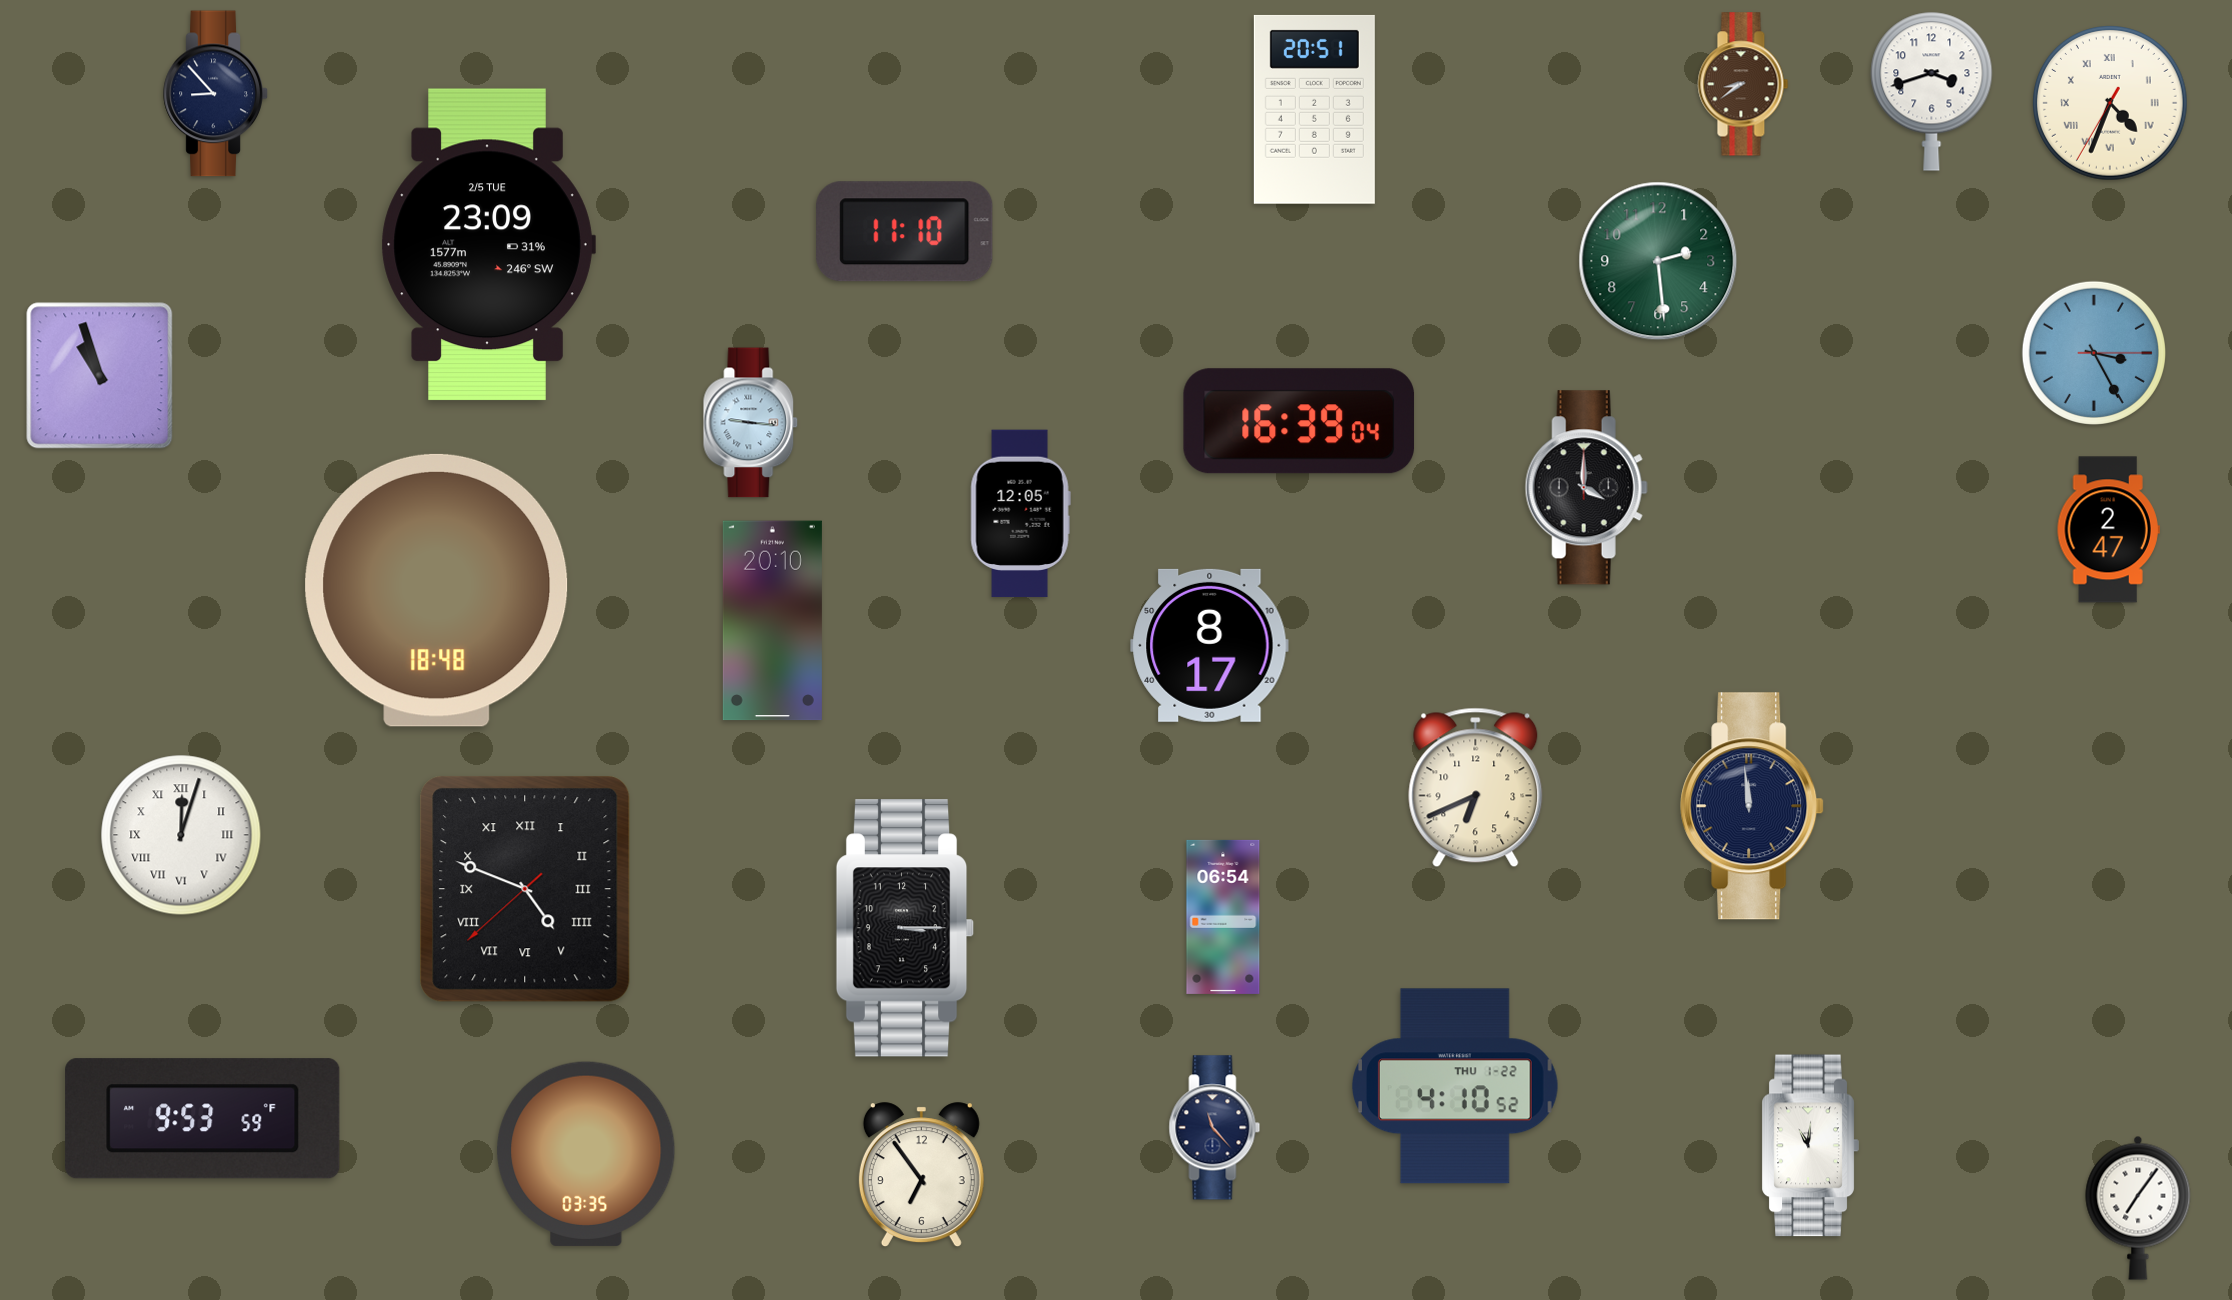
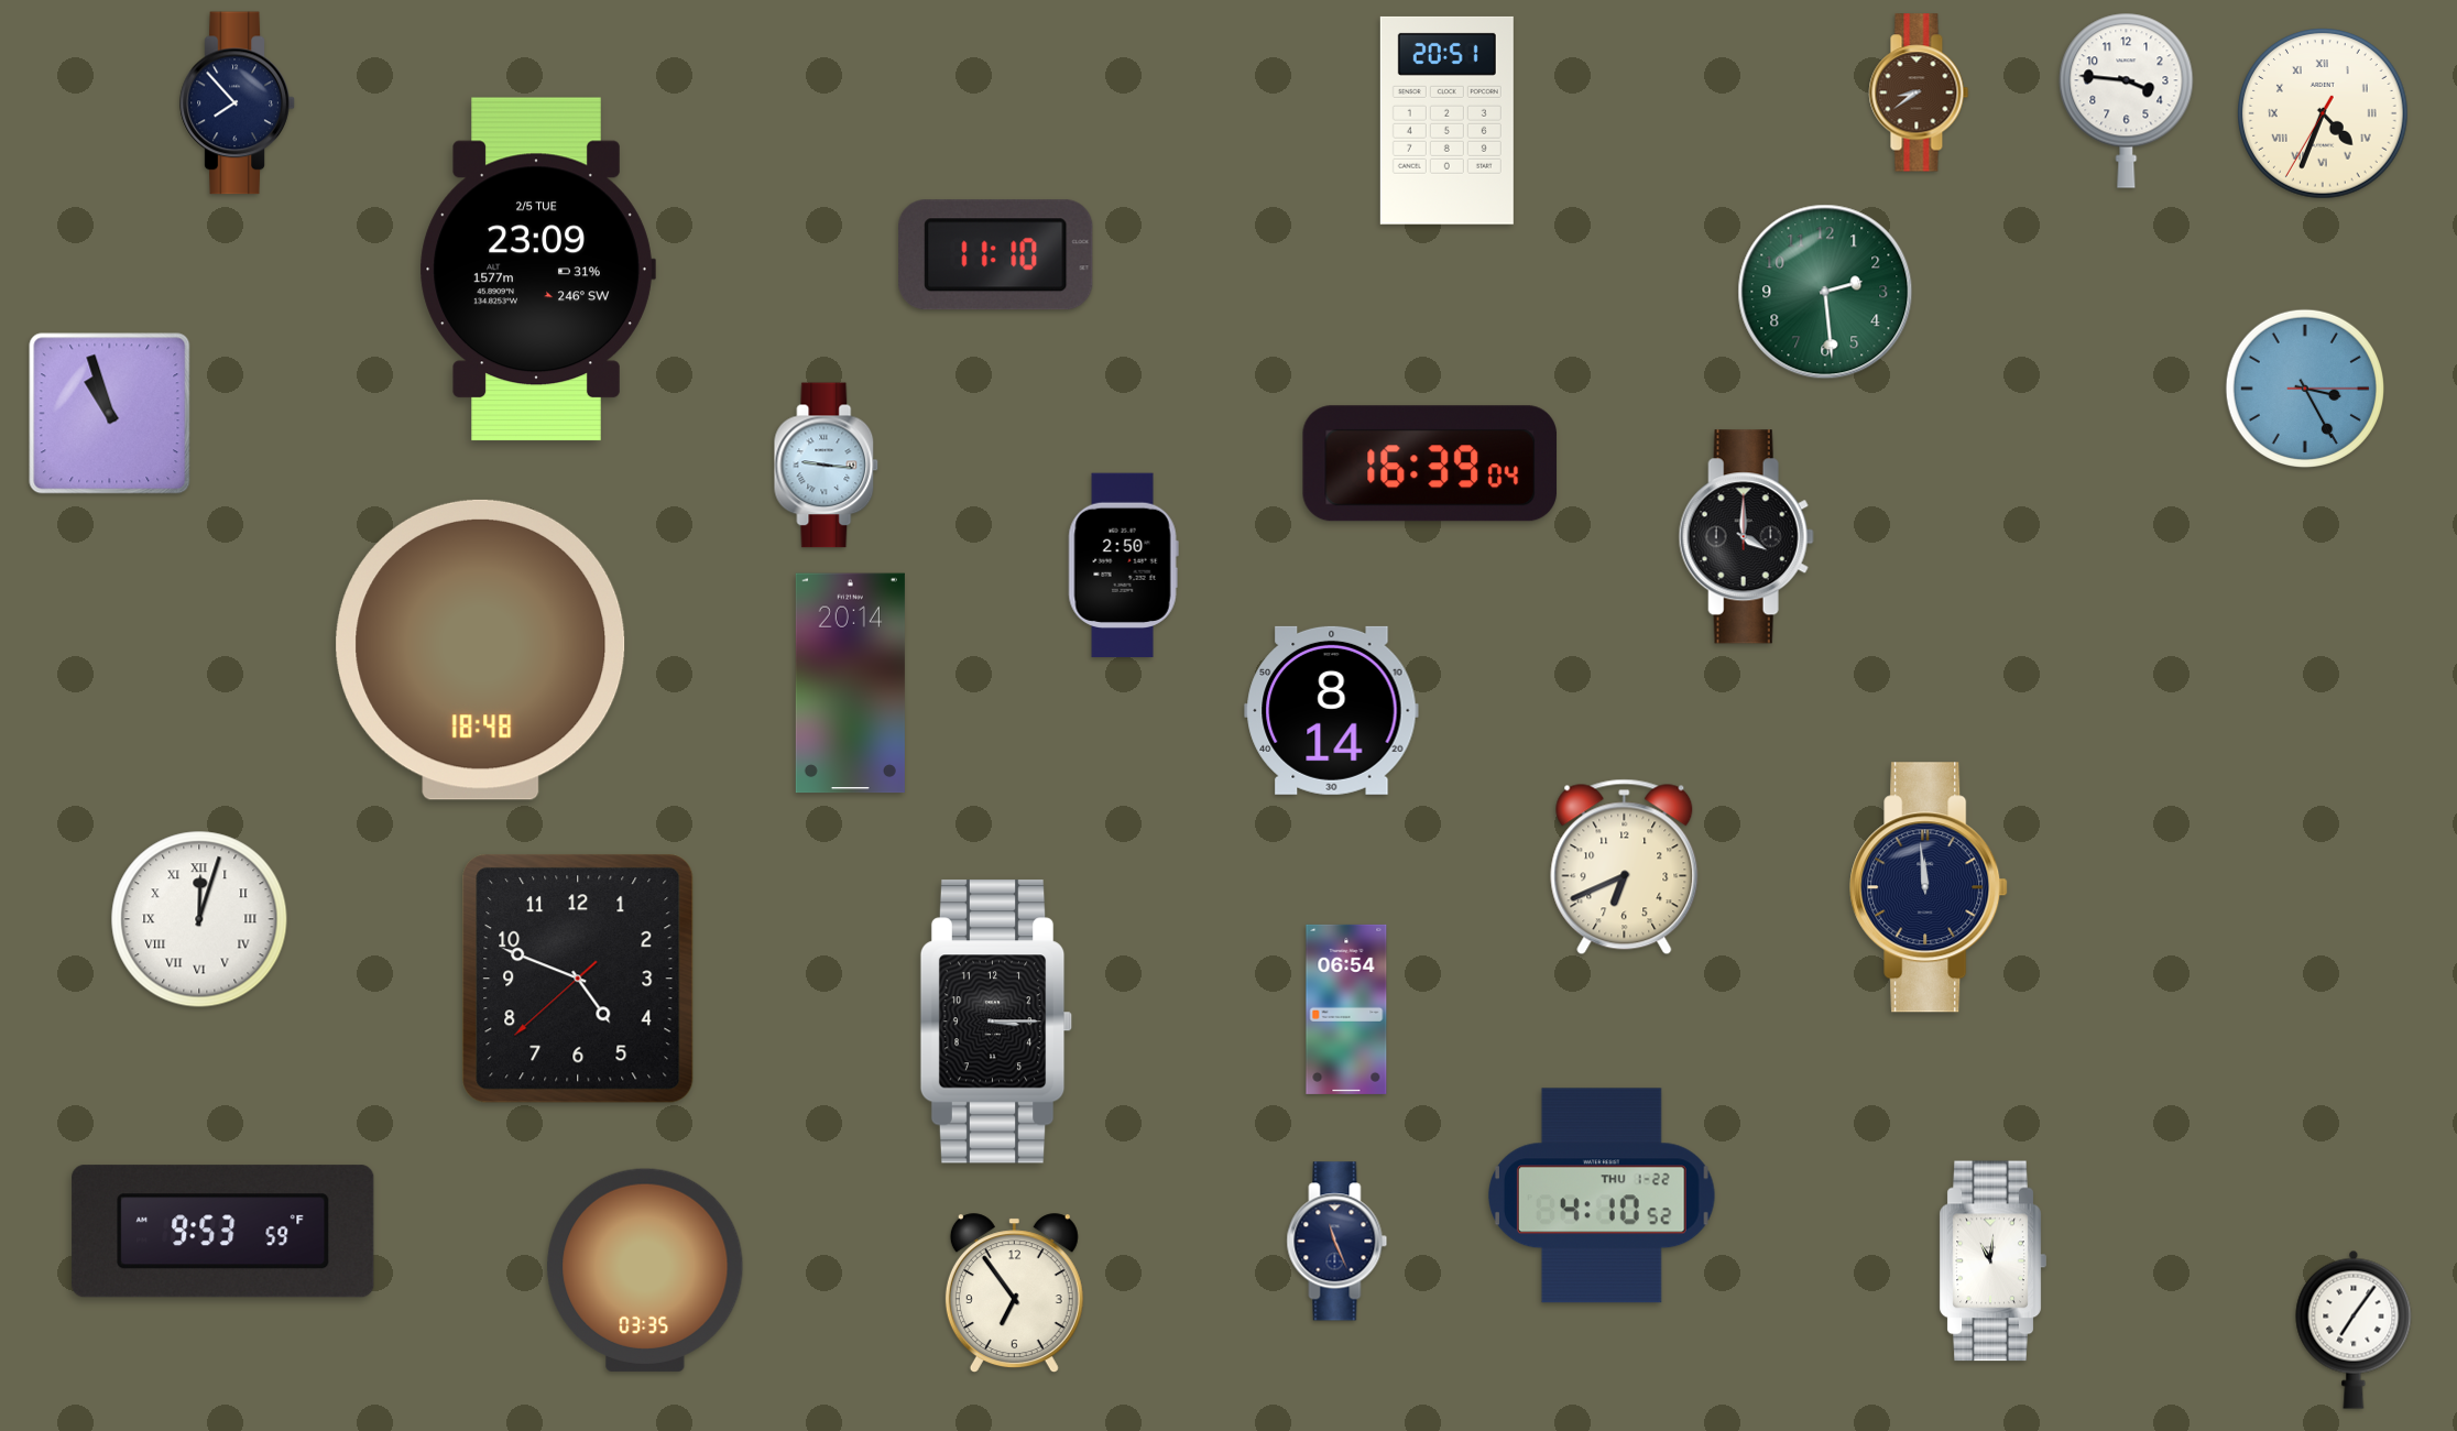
clock at (1932, 91): 3:42 -> 3:46
clock at (216, 94): 8:53 -> 7:53
clock at (1658, 261) position: (1658, 261) -> (1825, 292)
clock at (1020, 514): 12:05 -> 2:50
clock at (2108, 530): 2:47 -> none
clock at (772, 621): 20:10 -> 20:14
clock at (1210, 645): 8:17 -> 8:14
clock at (525, 889) numerals: Roman -> Arabic
clock at (1215, 1128): 11:23 -> 11:26
